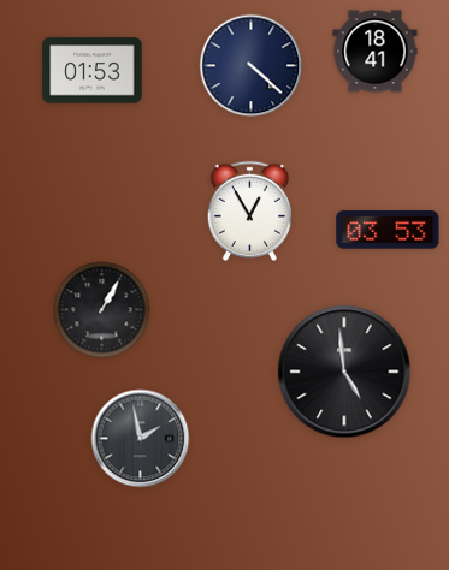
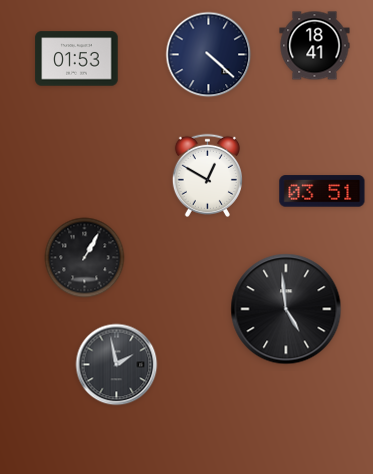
clock at (376, 52) position: (376, 52) -> (315, 46)
clock at (249, 210): 12:55 -> 12:50
clock at (388, 230): 03:53 -> 03:51
